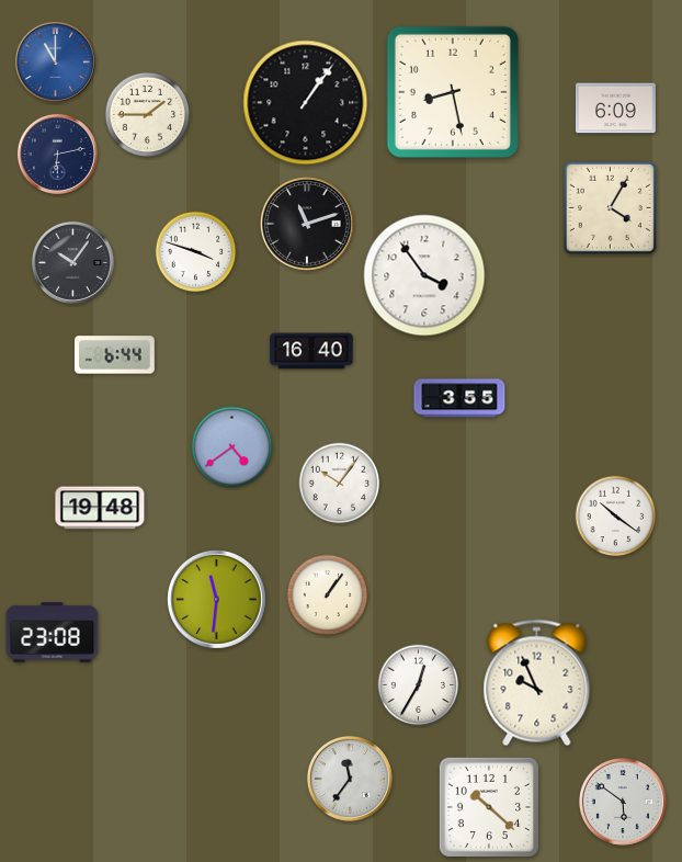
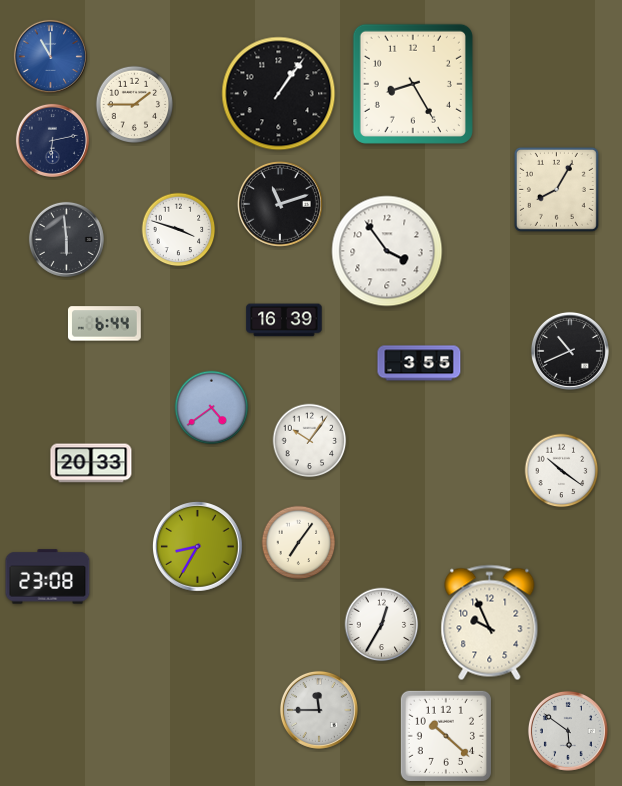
clock at (453, 92): 8:28 -> 8:25
clock at (615, 109): 6:09 -> none
clock at (610, 207): 4:05 -> 8:05
clock at (72, 262): 10:06 -> 5:59
clock at (311, 351): 16:40 -> 16:39
clock at (570, 351): none -> 10:41
clock at (100, 508): 19:48 -> 20:33
clock at (328, 596): 1:06 -> 7:06
clock at (217, 600): 11:31 -> 8:35
clock at (350, 779): 11:36 -> 11:45
